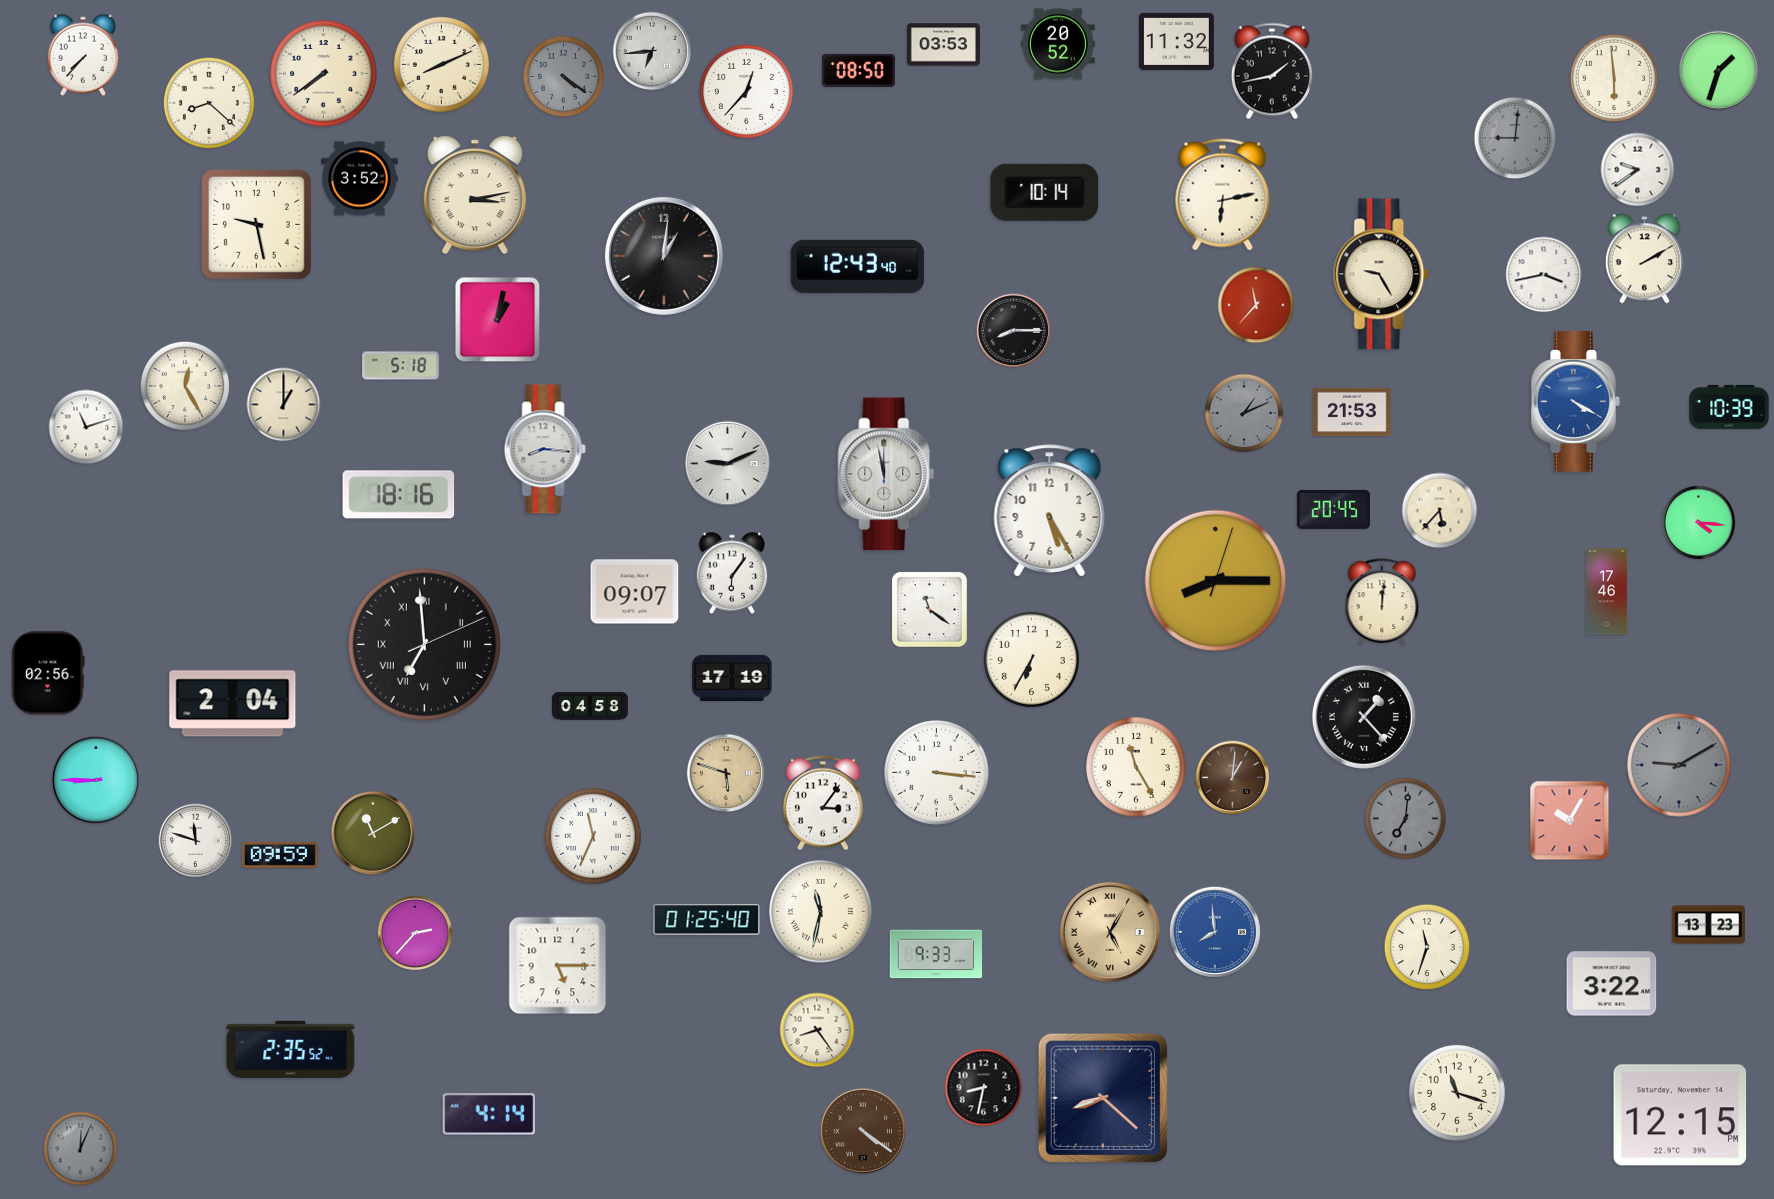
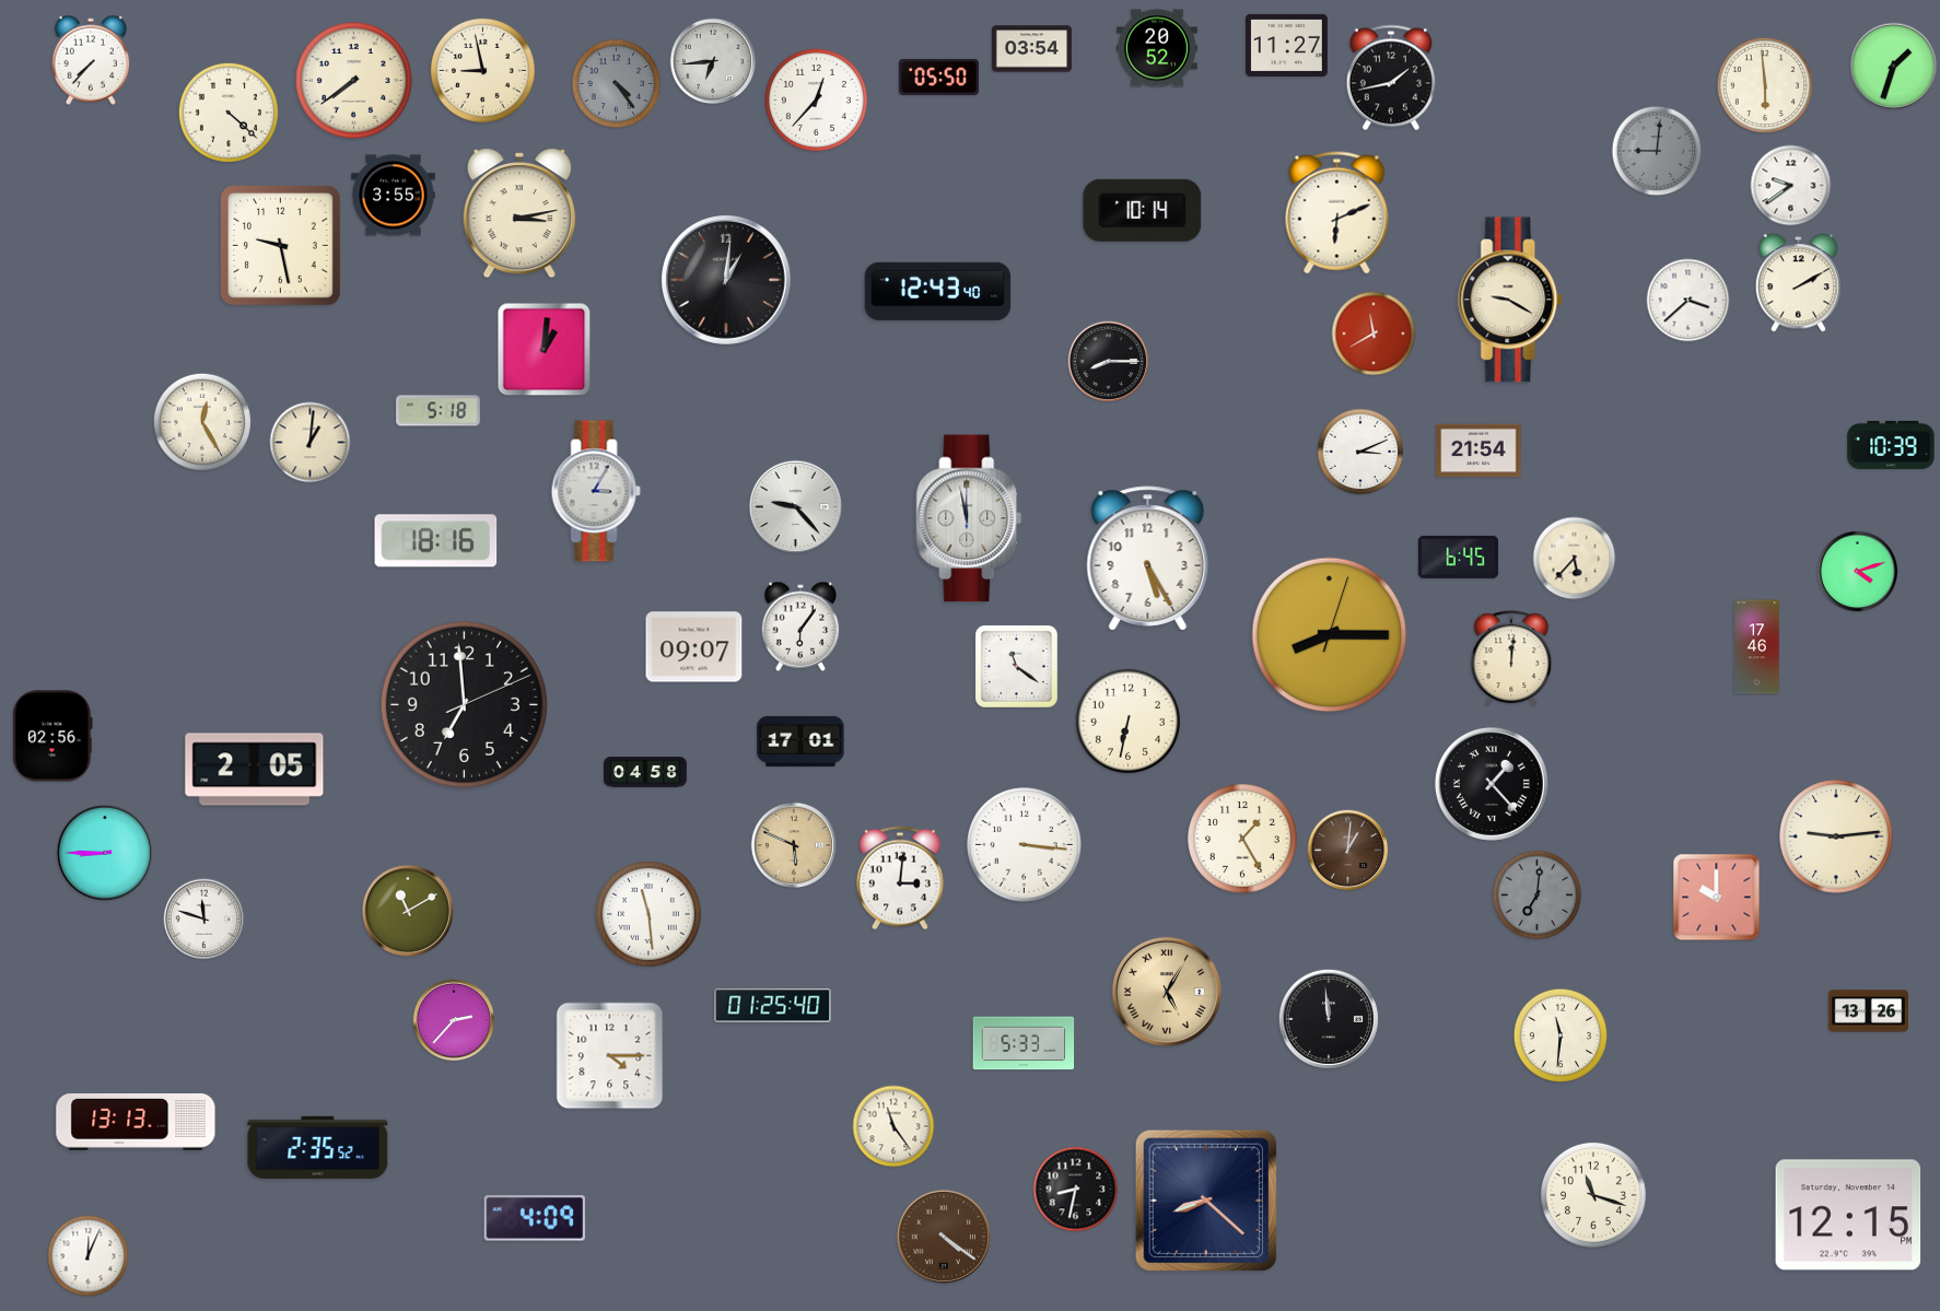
clock at (1176, 41): 11:32 -> 11:27
clock at (943, 45): 03:53 -> 03:54
clock at (652, 51) position: (652, 51) -> (713, 61)
clock at (441, 64): 8:11 -> 8:58
clock at (858, 70): 08:50 -> 05:50
clock at (1719, 71) position: (1719, 71) -> (1894, 67)
clock at (564, 77): 4:21 -> 4:24
clock at (209, 103): 8:22 -> 4:22
clock at (360, 179): 3:52 -> 3:55
clock at (1223, 195): 6:13 -> 6:11
clock at (1382, 274): 9:25 -> 9:20
clock at (1544, 275): 3:43 -> 3:38
clock at (1256, 305): 11:37 -> 11:40
clock at (498, 320): 1:02 -> 1:01
clock at (401, 366) position: (401, 366) -> (439, 411)
clock at (1576, 402): 4:20 -> none
clock at (284, 405): 1:00 -> 1:01
clock at (1352, 412): 21:53 -> 21:54
clock at (1244, 413): 1:11 -> 3:11
clock at (1244, 413) dial: grey -> white
clock at (86, 427): 11:12 -> none
clock at (545, 449): 8:16 -> 3:05
clock at (727, 463): 9:11 -> 9:23
clock at (1333, 509): 20:45 -> 6:45
clock at (1699, 523): 4:16 -> 4:12
clock at (424, 644) numerals: Roman -> Arabic
clock at (1031, 659): 6:35 -> 6:32
clock at (732, 678): 17:19 -> 17:01
clock at (233, 704): 2:04 -> 2:05
clock at (1679, 765): 9:10 -> 9:14
clock at (1679, 765) dial: grey -> cream
clock at (1137, 768): 11:25 -> 1:25
clock at (726, 773): 5:48 -> 5:49
clock at (823, 803): 3:06 -> 3:01
clock at (1570, 821): 10:05 -> 10:00
clock at (593, 836): 11:34 -> 11:29
clock at (196, 841) position: (196, 841) -> (204, 920)
clock at (280, 855): 09:59 -> none
clock at (821, 912): 11:32 -> none
clock at (1708, 925): 13:23 -> 13:26
clock at (1110, 932) position: (1110, 932) -> (1167, 992)
clock at (1215, 932): 7:59 -> 11:59
clock at (1215, 932) dial: blue -> black
clock at (1427, 947): 11:33 -> 11:31
clock at (936, 954): 9:33 -> 5:33
clock at (558, 966): 5:15 -> 4:15
clock at (1612, 984): 3:22 -> none
clock at (136, 1122): none -> 13:13
clock at (817, 1030): 8:24 -> 11:24
clock at (489, 1114): 4:14 -> 4:09
clock at (1680, 1115) position: (1680, 1115) -> (1848, 1215)
clock at (81, 1149) dial: grey -> white
